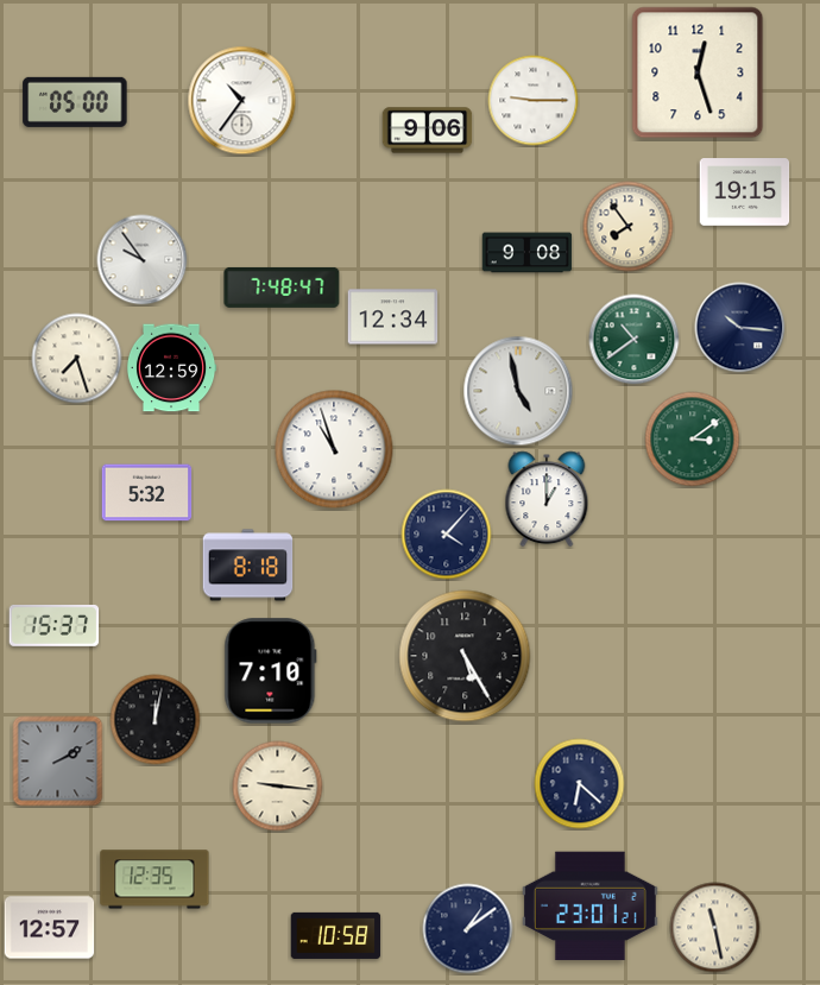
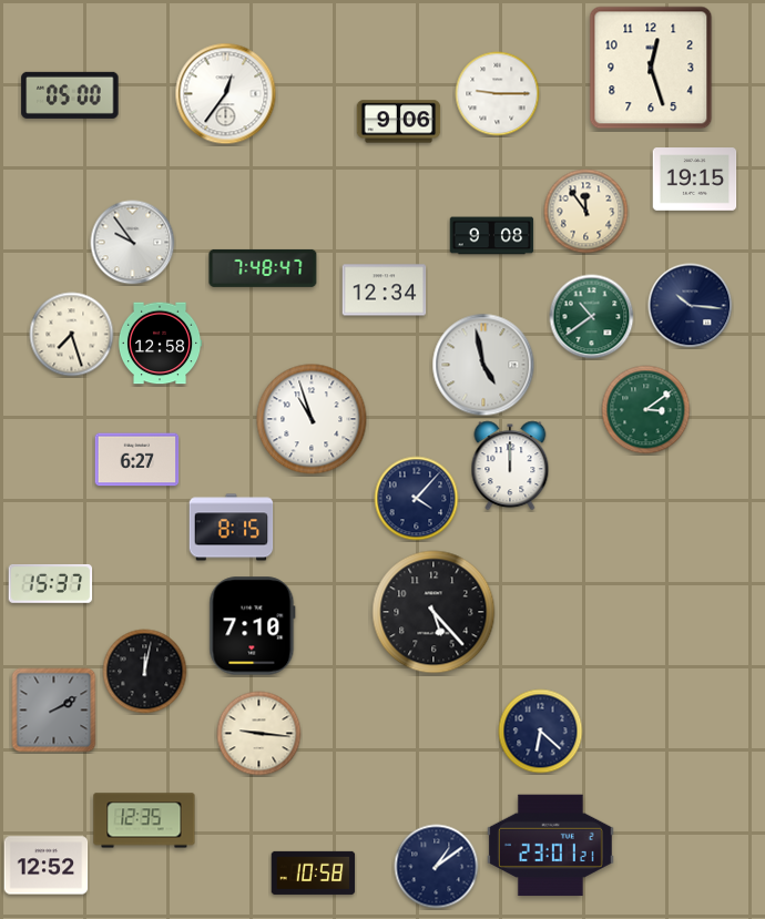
clock at (242, 101): 10:36 -> 12:36
clock at (629, 227): 7:54 -> 11:54
clock at (393, 317) position: (393, 317) -> (385, 290)
clock at (171, 368): 12:59 -> 12:58
clock at (147, 493): 5:32 -> 6:27
clock at (547, 499): 1:00 -> 12:00
clock at (248, 566): 8:18 -> 8:15
clock at (465, 656): 5:25 -> 5:23
clock at (50, 928): 12:57 -> 12:52
clock at (715, 928): 11:28 -> none
